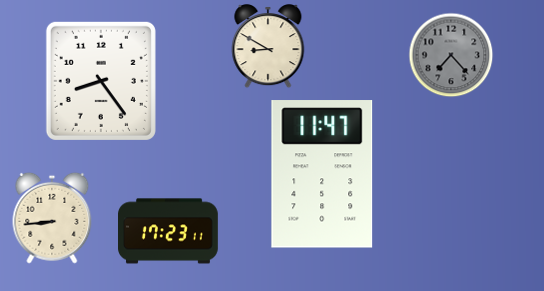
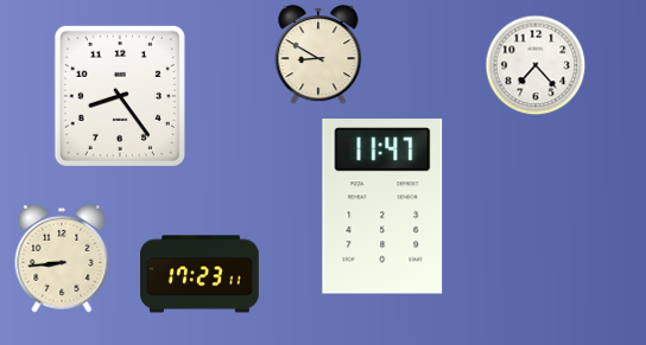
clock at (451, 55) dial: grey -> white
